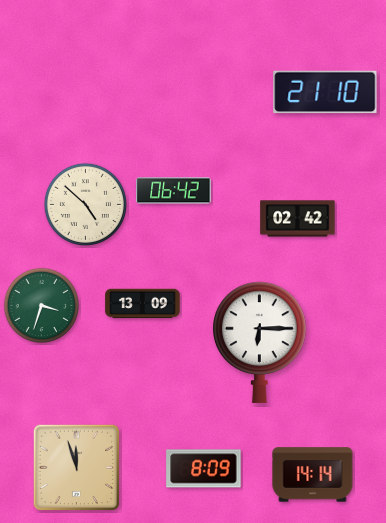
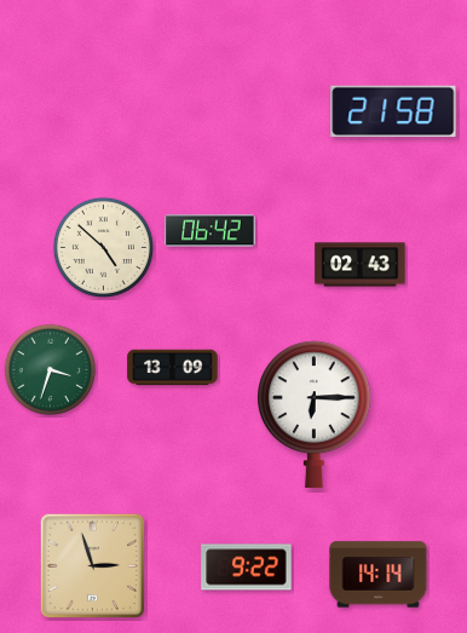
clock at (325, 92): 21:10 -> 21:58
clock at (298, 219): 02:42 -> 02:43
clock at (77, 468): 11:57 -> 2:57
clock at (204, 469): 8:09 -> 9:22
